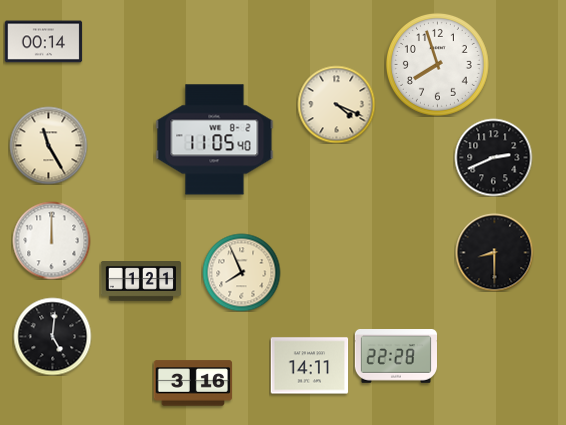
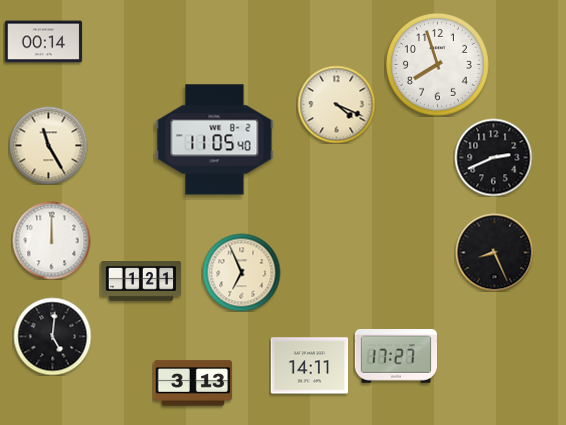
clock at (494, 252): 8:30 -> 8:26
clock at (241, 272): 7:56 -> 6:56
clock at (395, 357): 22:28 -> 17:27
clock at (193, 383): 3:16 -> 3:13
